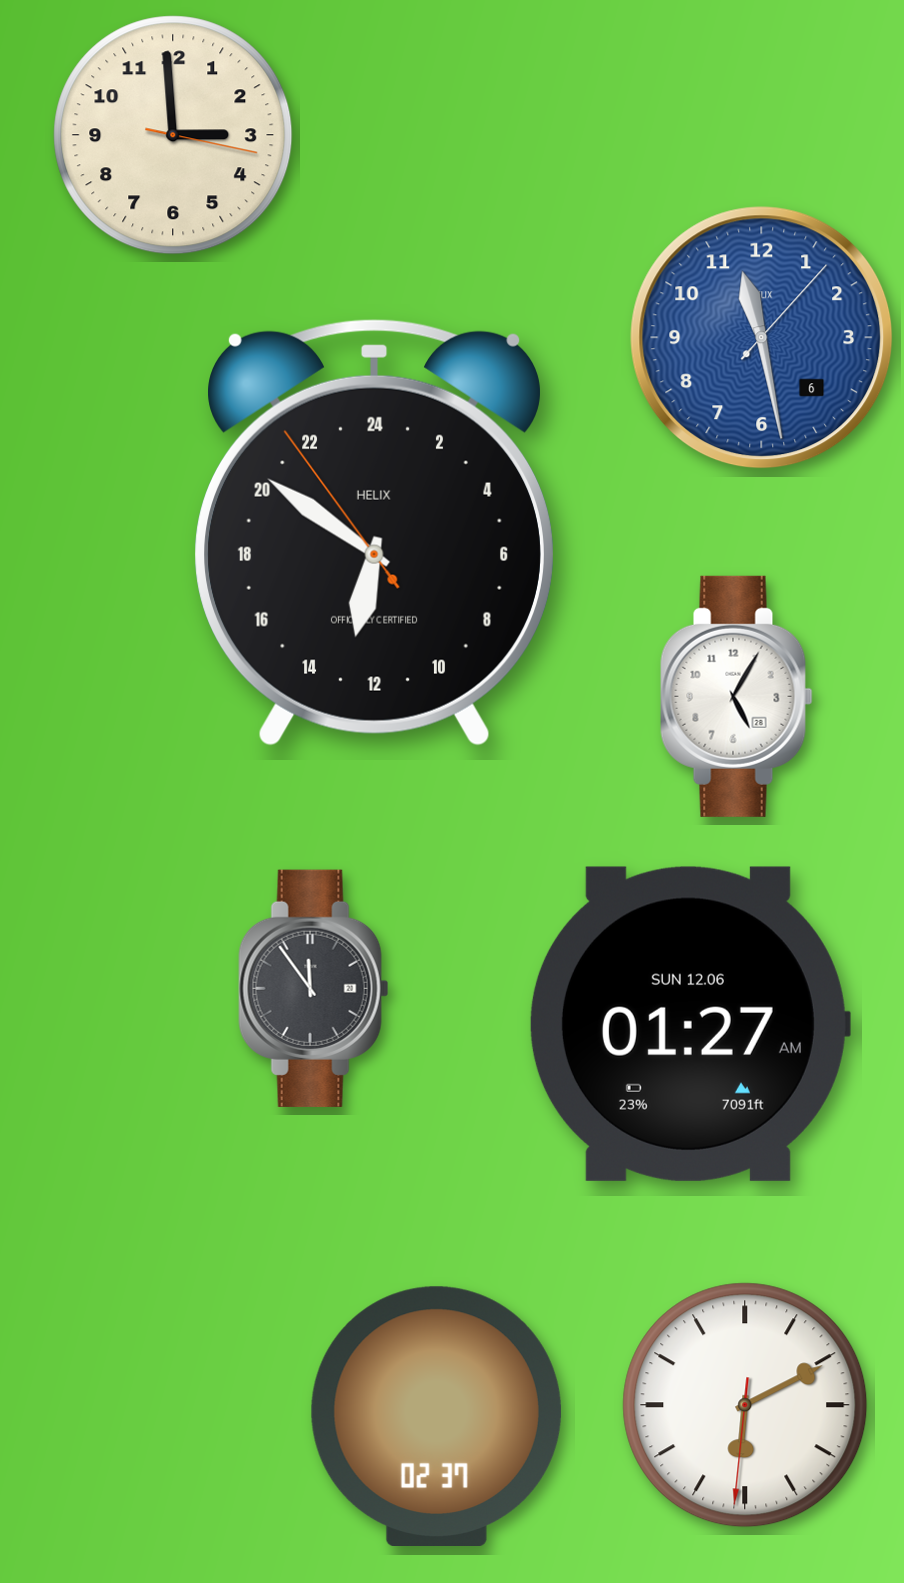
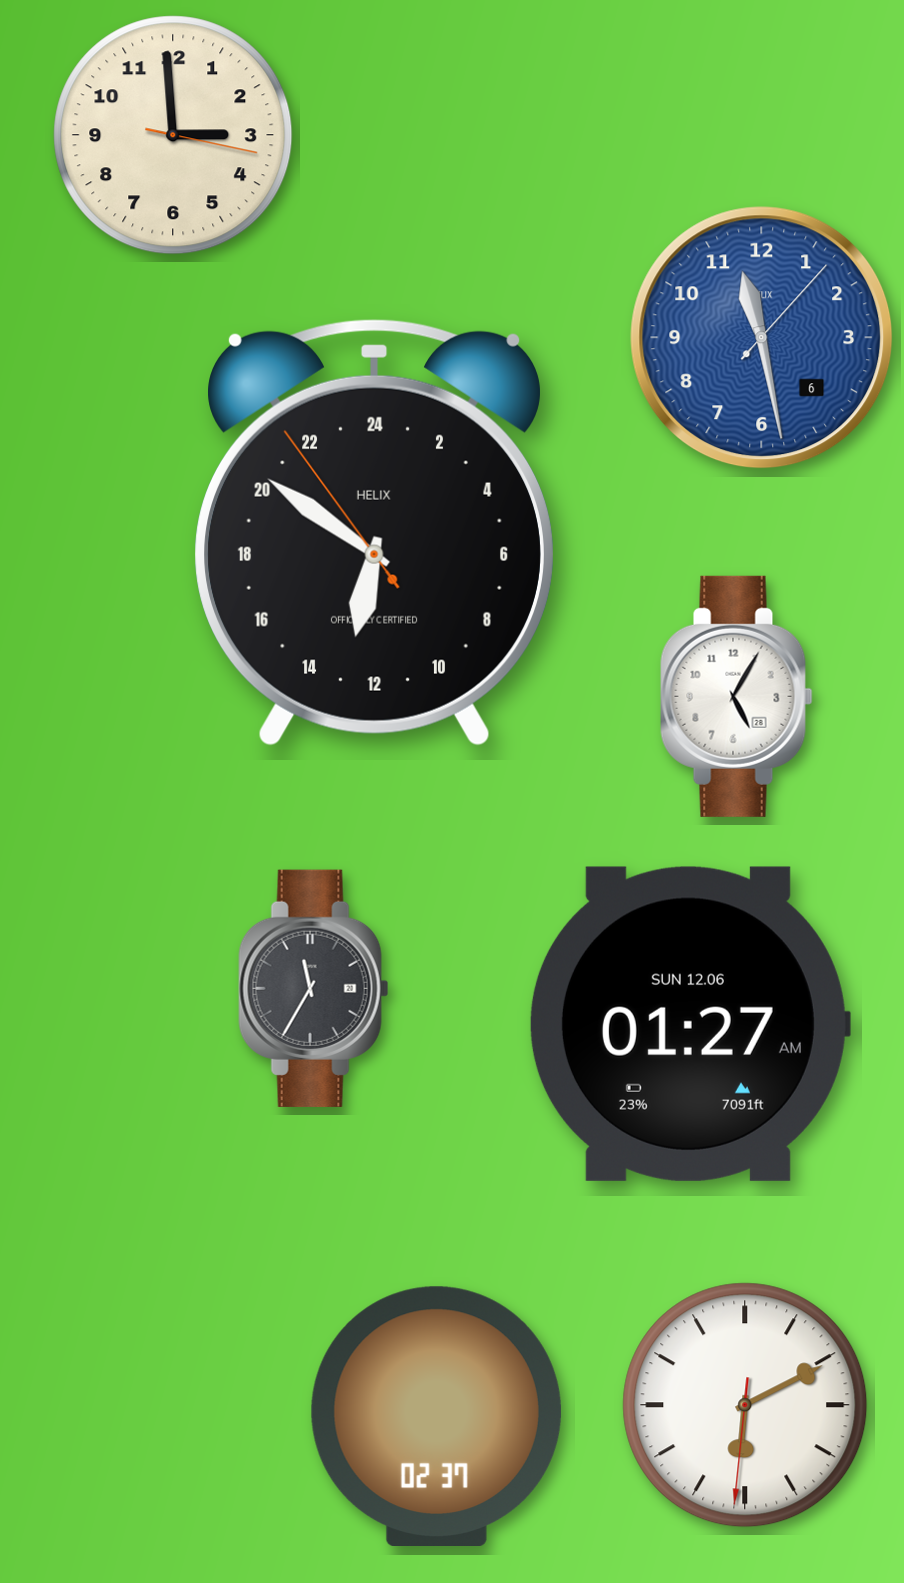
clock at (314, 988): 11:54 -> 11:35
